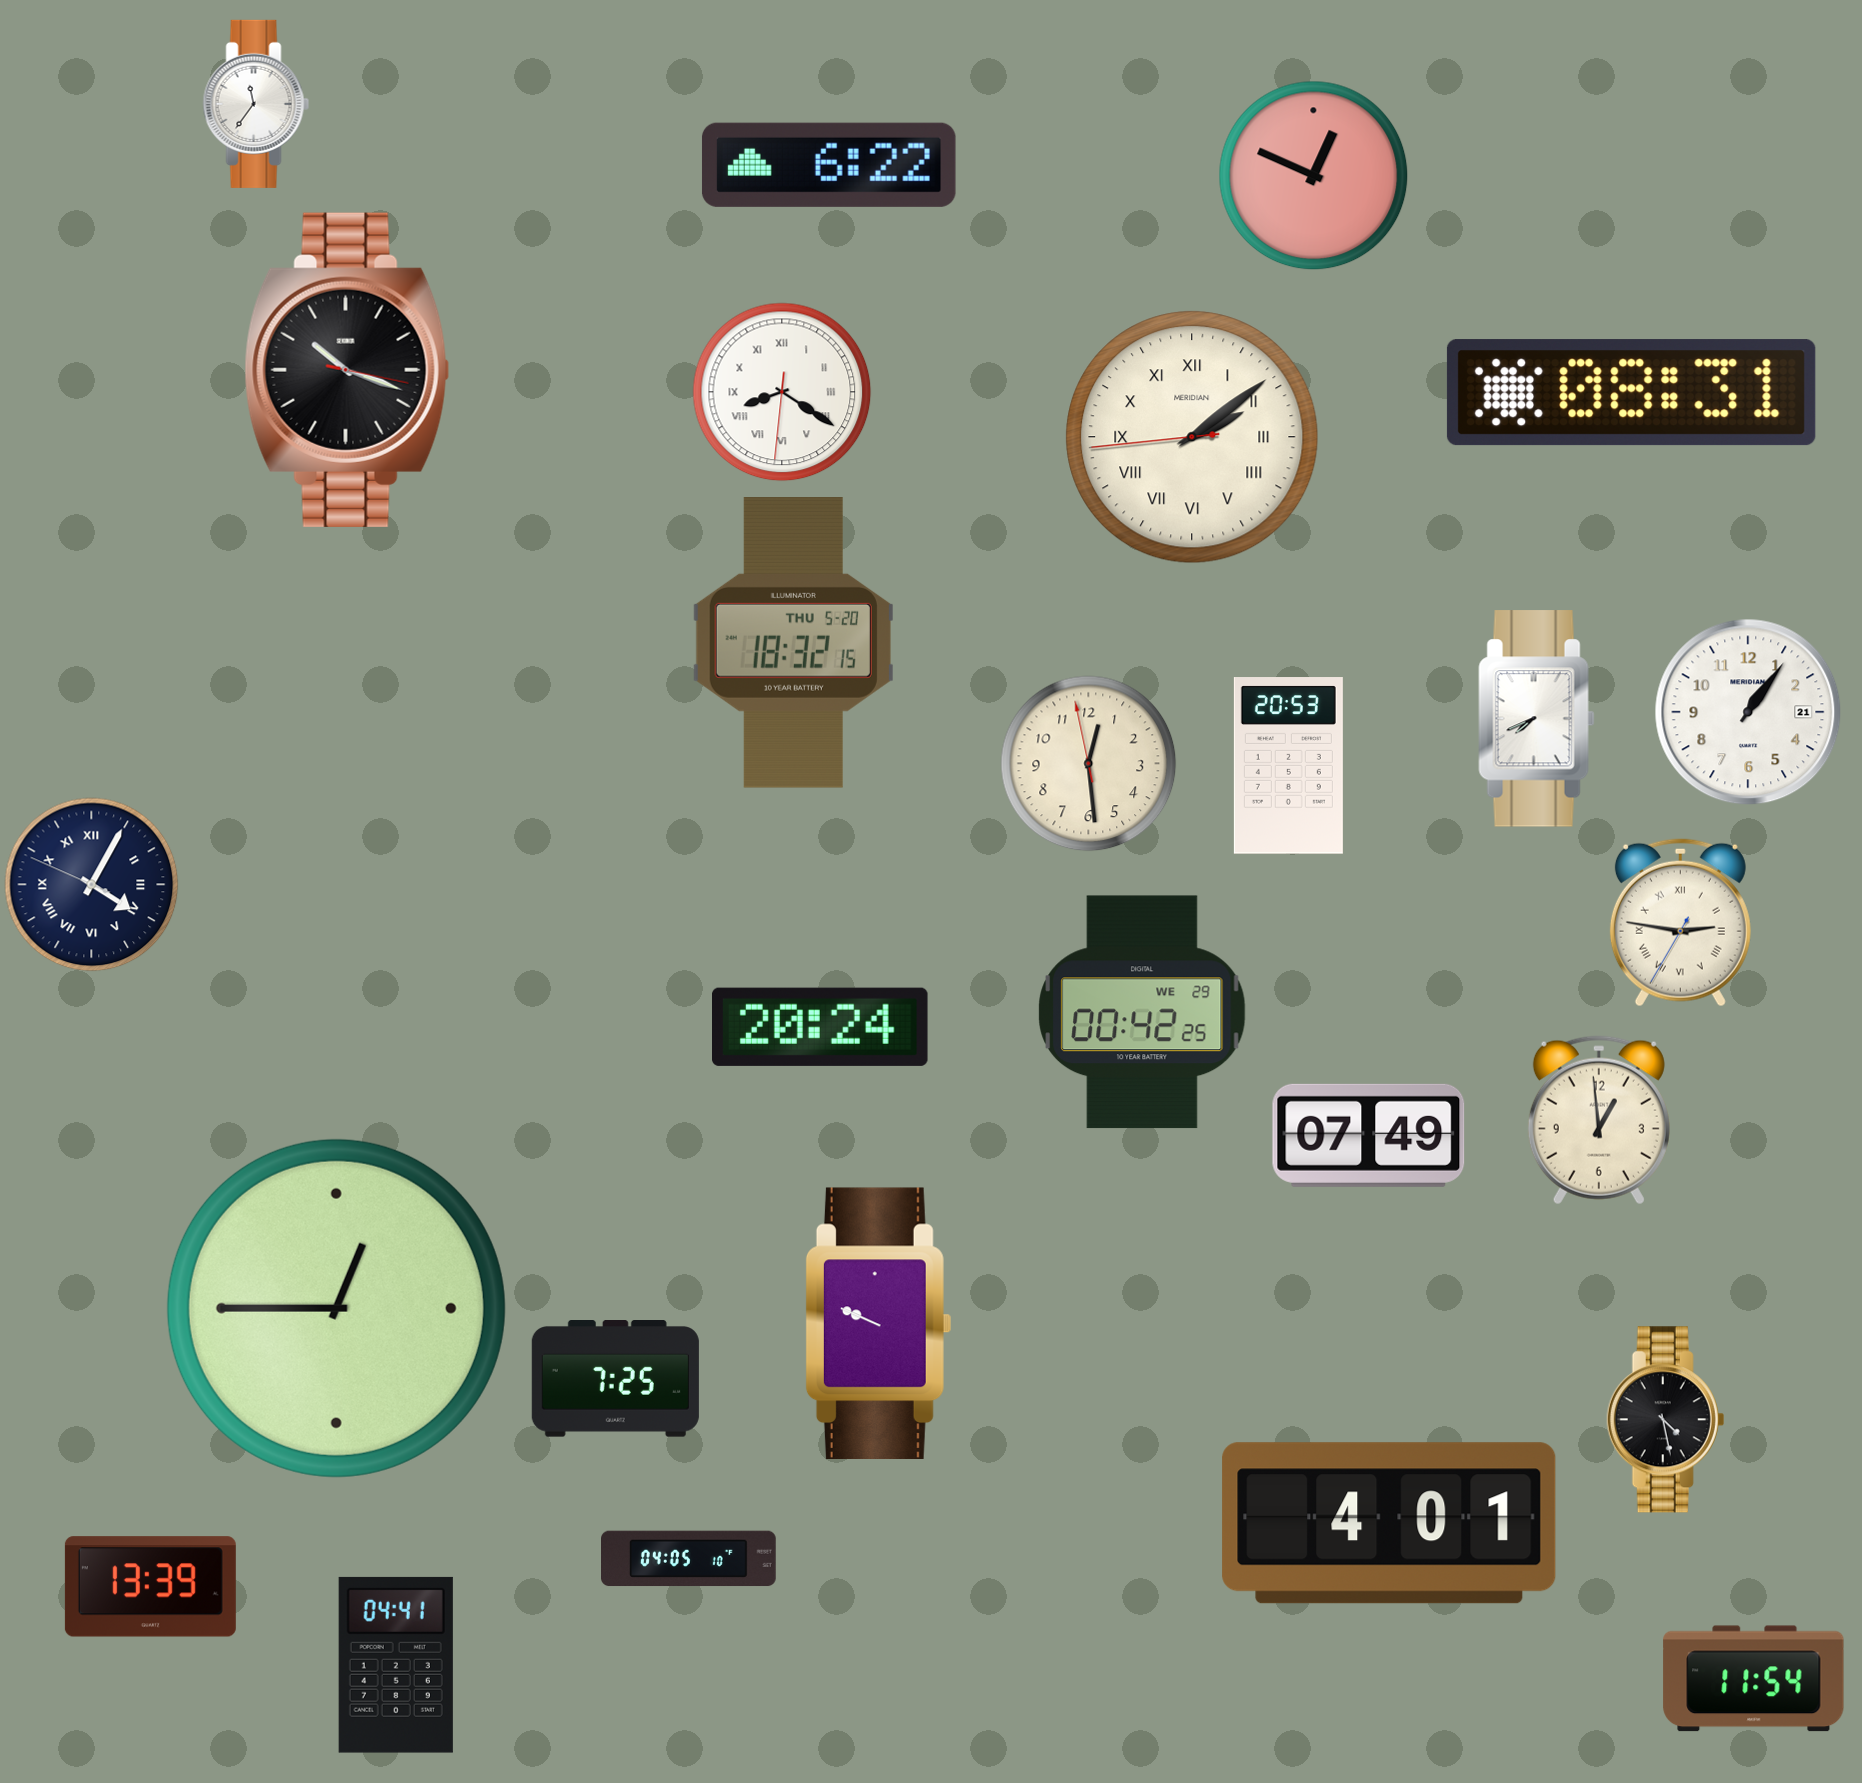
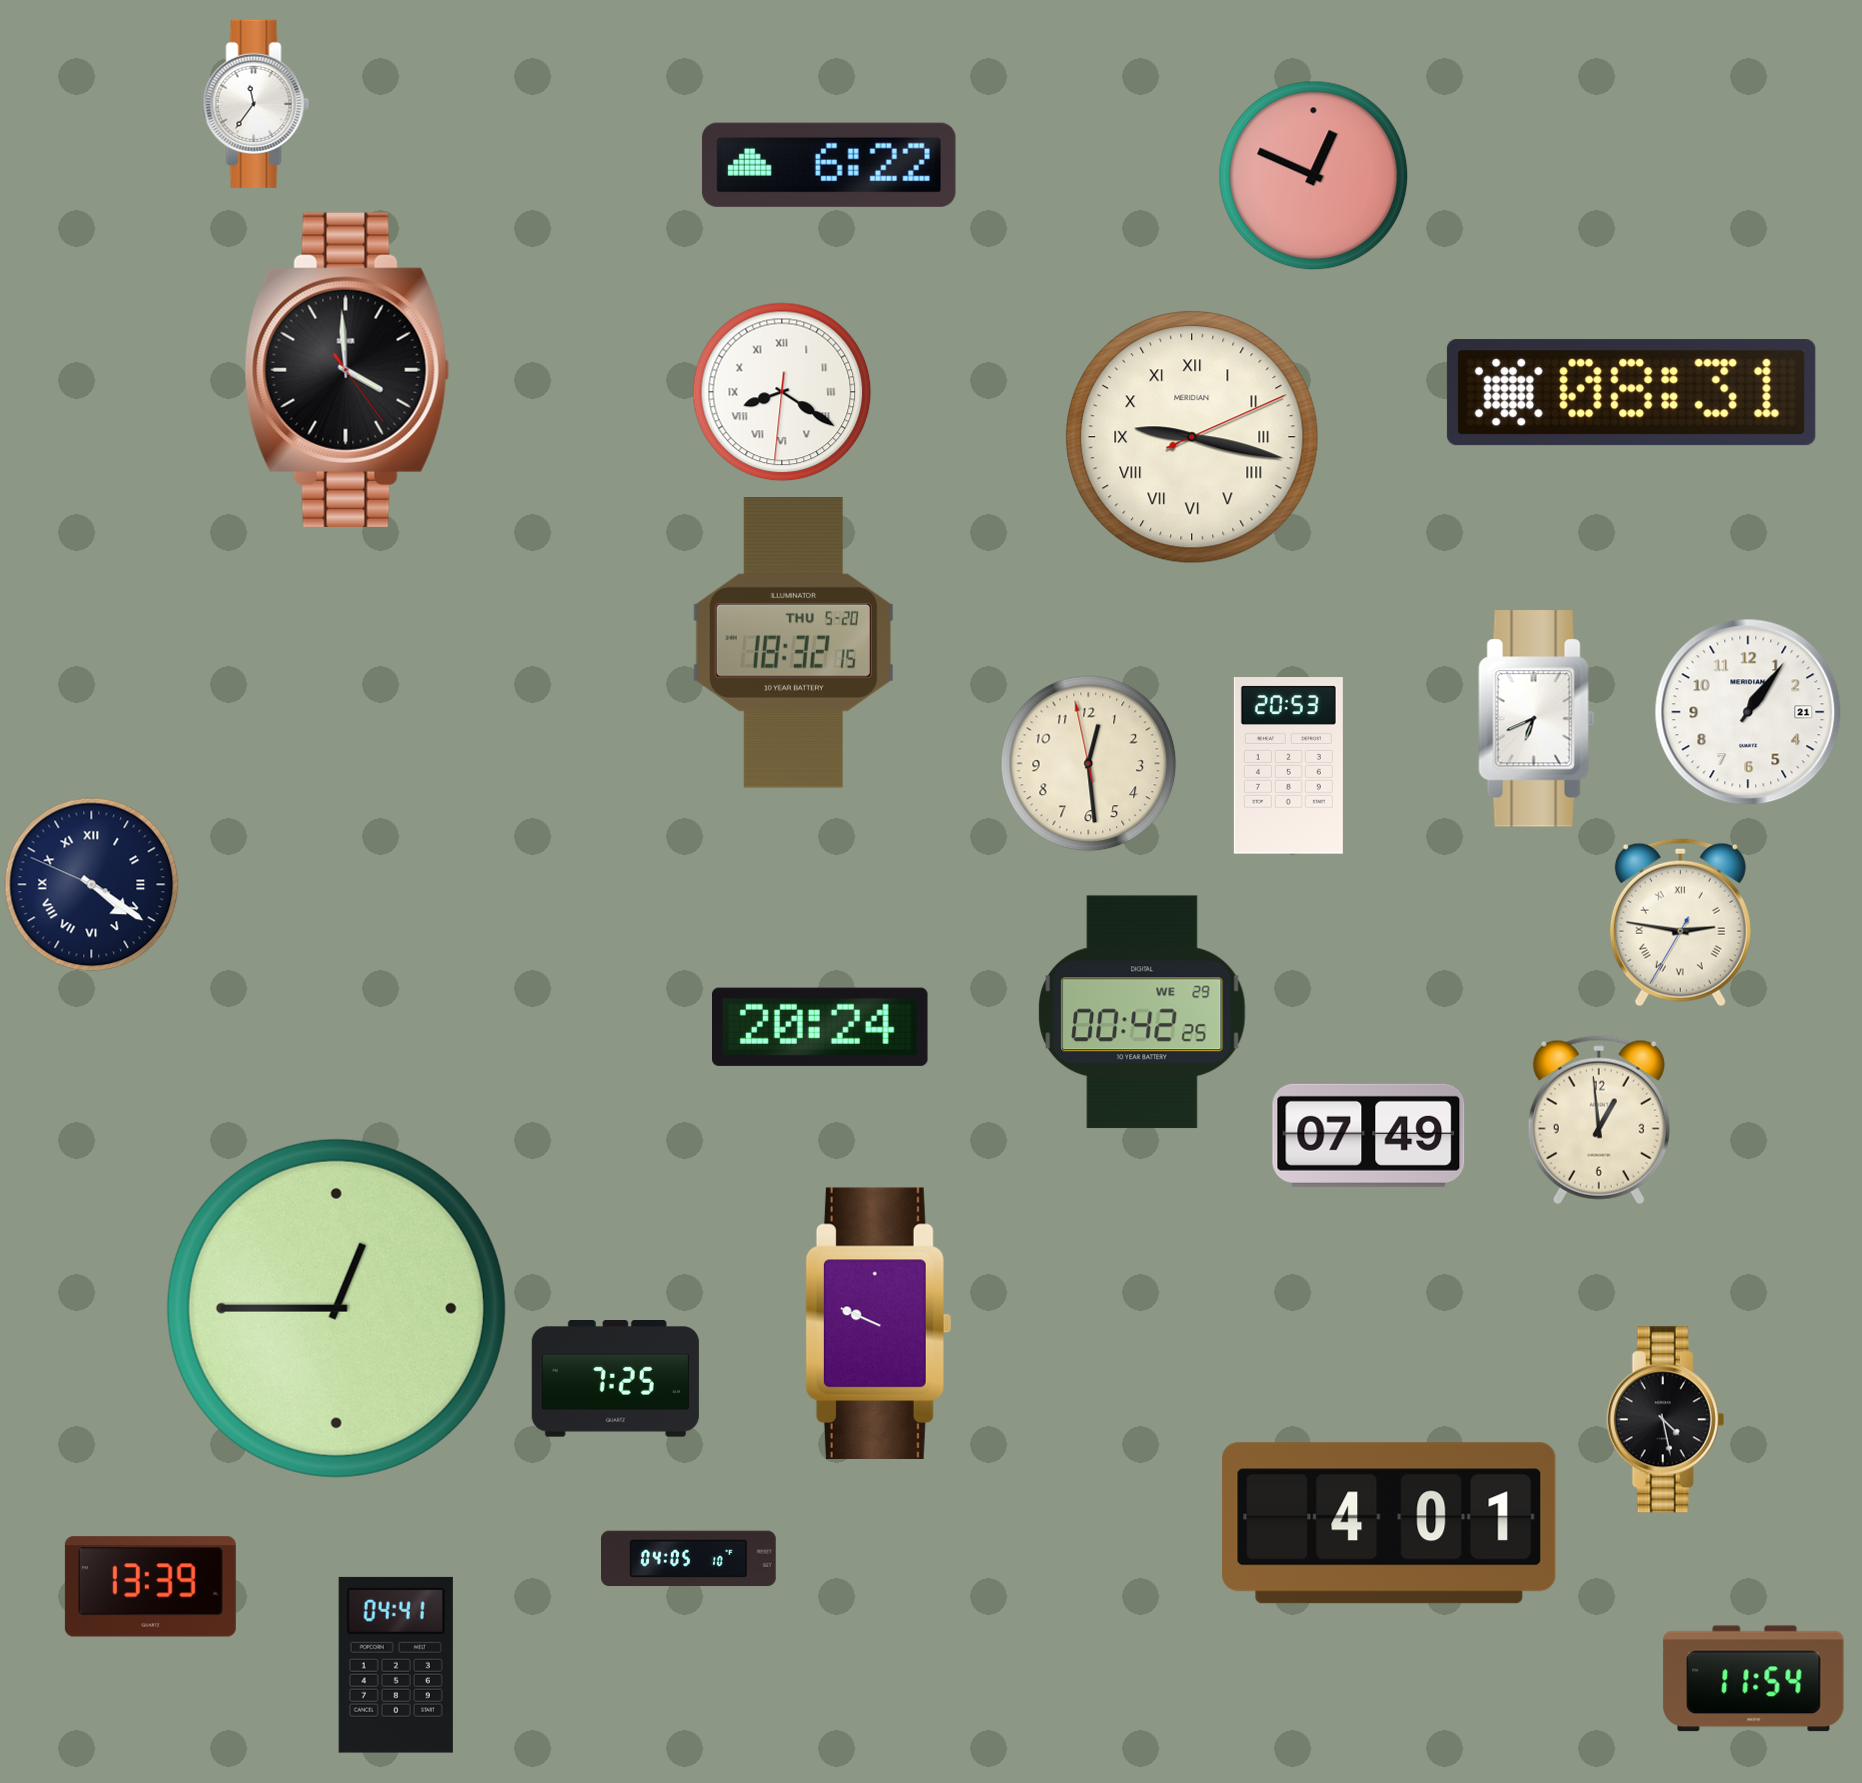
clock at (347, 370): 10:18 -> 3:59
clock at (1192, 437): 2:08 -> 9:17
clock at (1537, 719): 7:41 -> 6:41
clock at (92, 885): 4:04 -> 4:20
